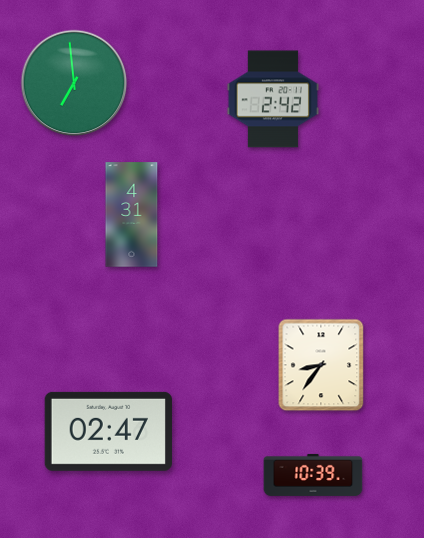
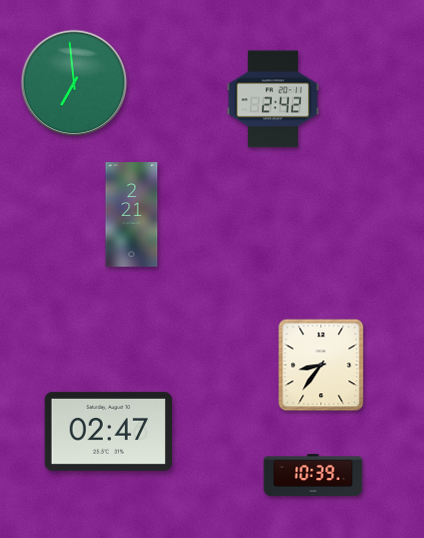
clock at (132, 215): 4:31 -> 2:21
